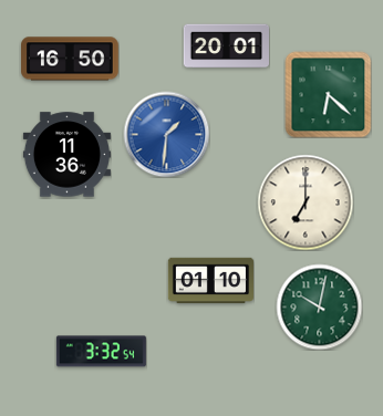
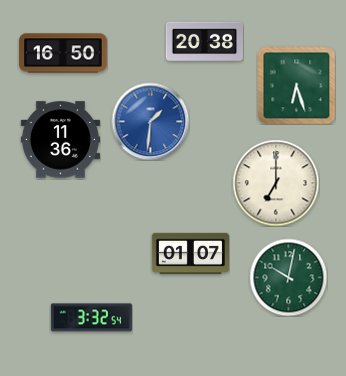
clock at (226, 46): 20:01 -> 20:38
clock at (328, 94): 6:22 -> 6:27
clock at (210, 281): 01:10 -> 01:07
